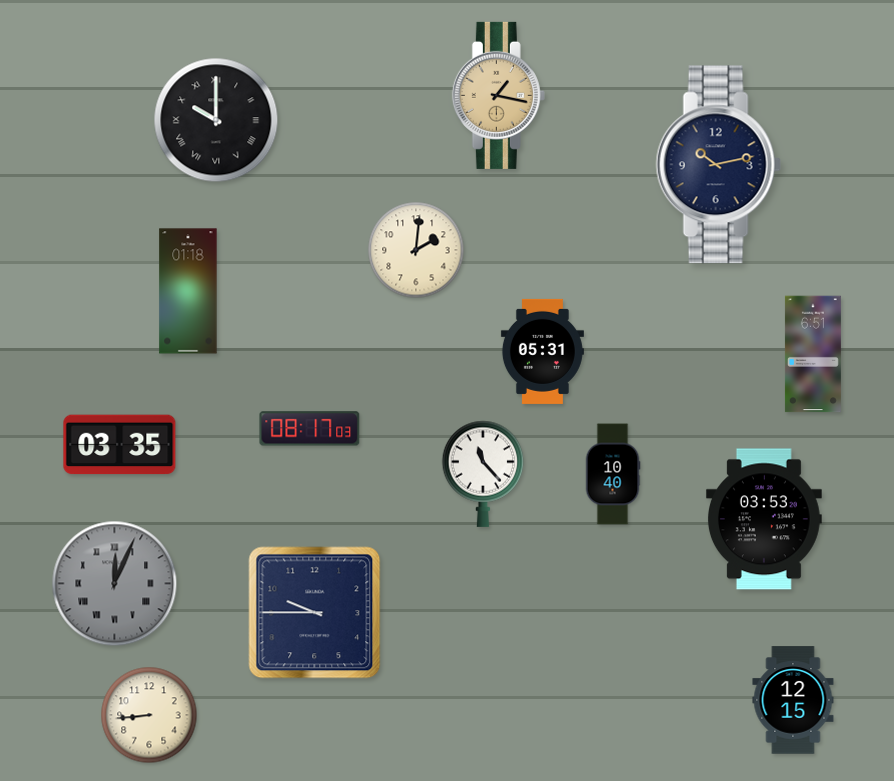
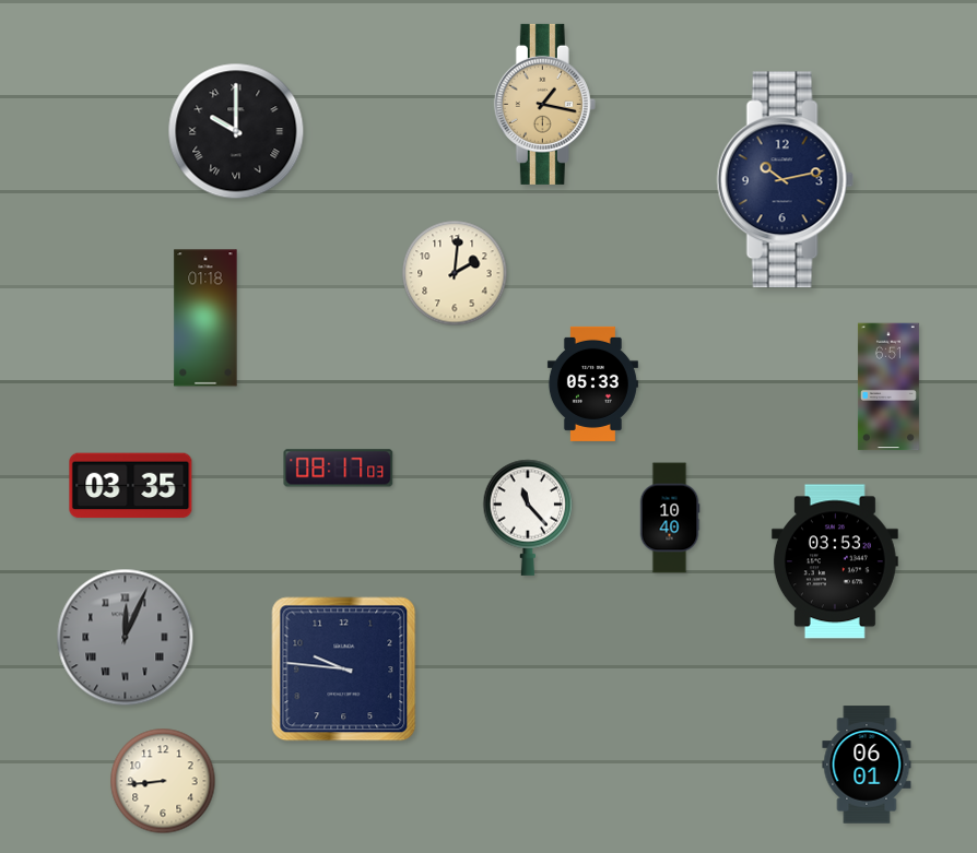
clock at (542, 351): 05:31 -> 05:33
clock at (764, 519) position: (764, 519) -> (835, 561)
clock at (315, 613): 9:45 -> 9:46
clock at (793, 700): 12:15 -> 06:01
